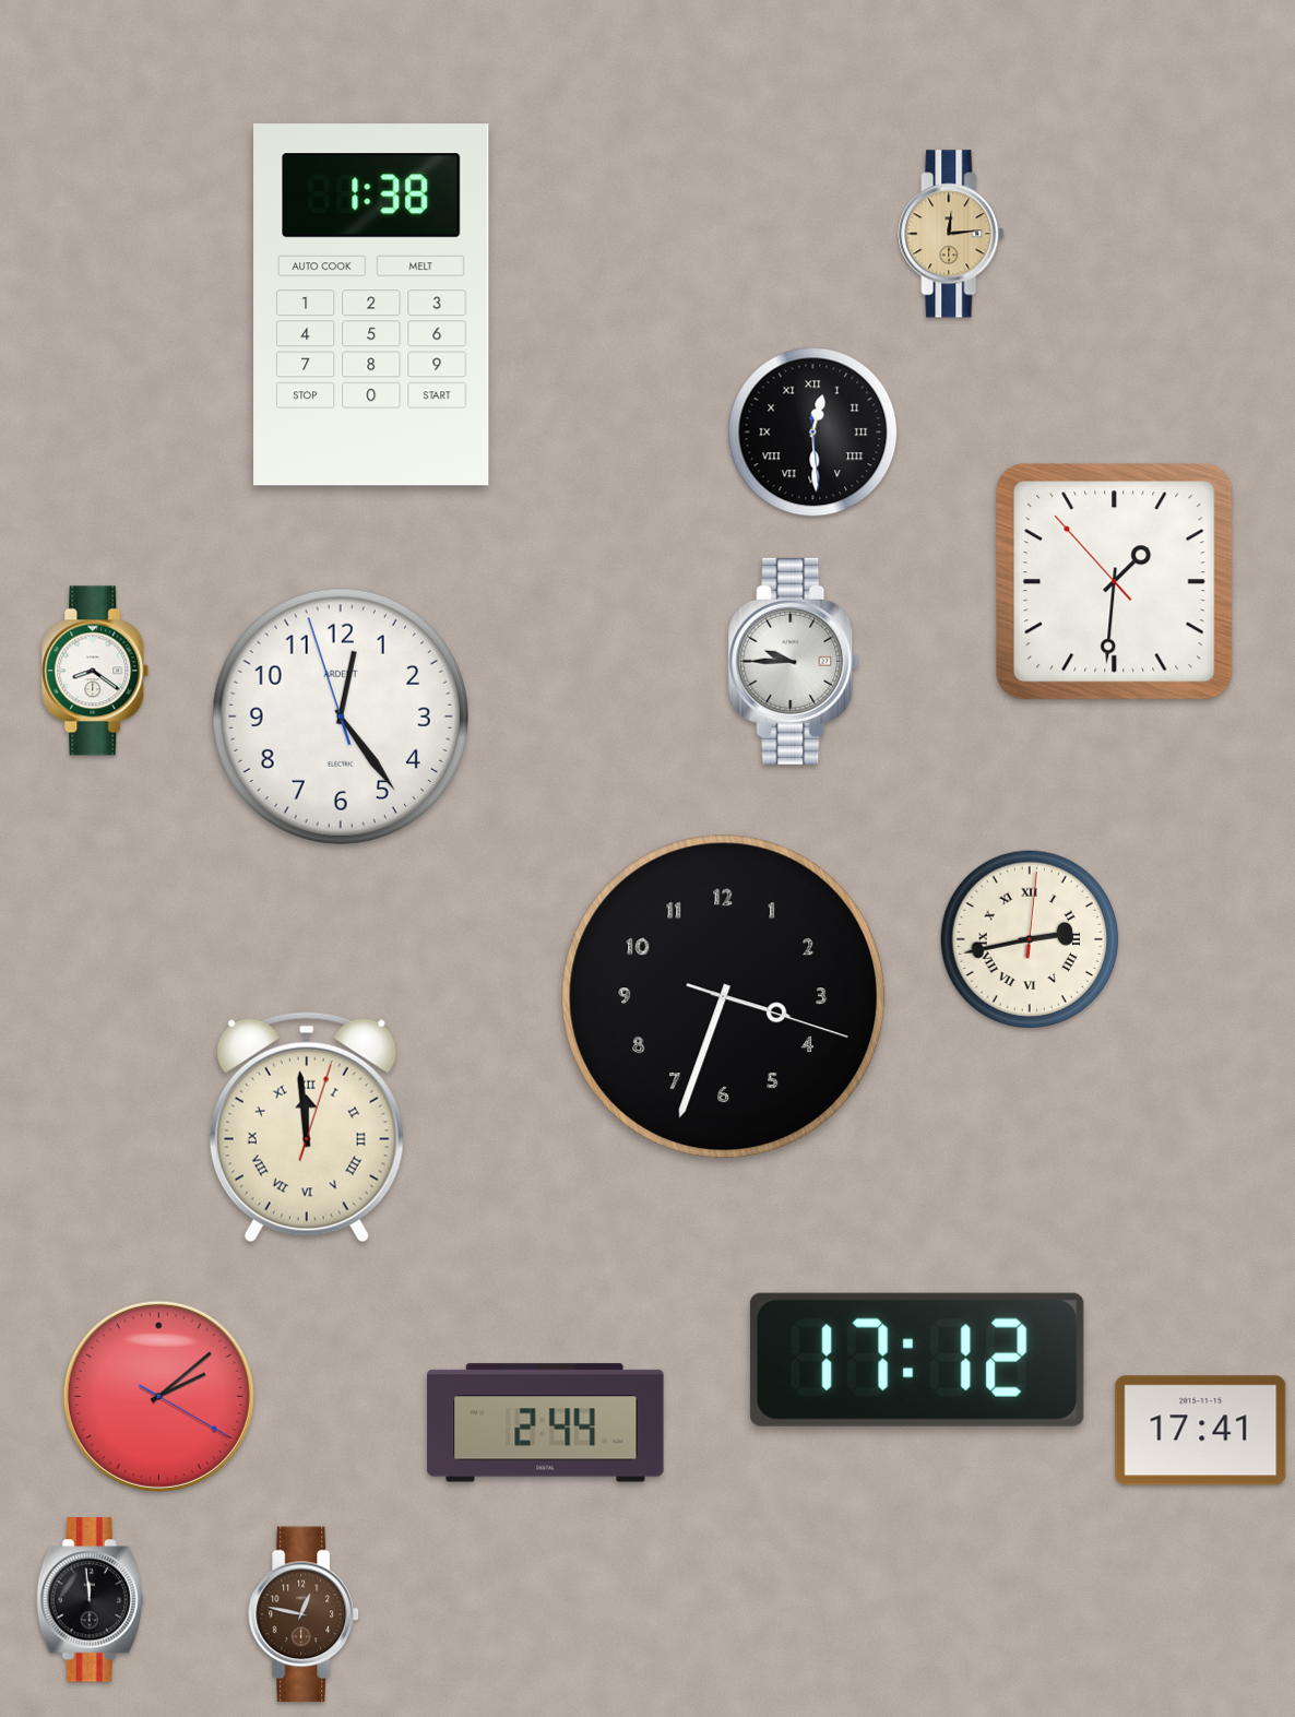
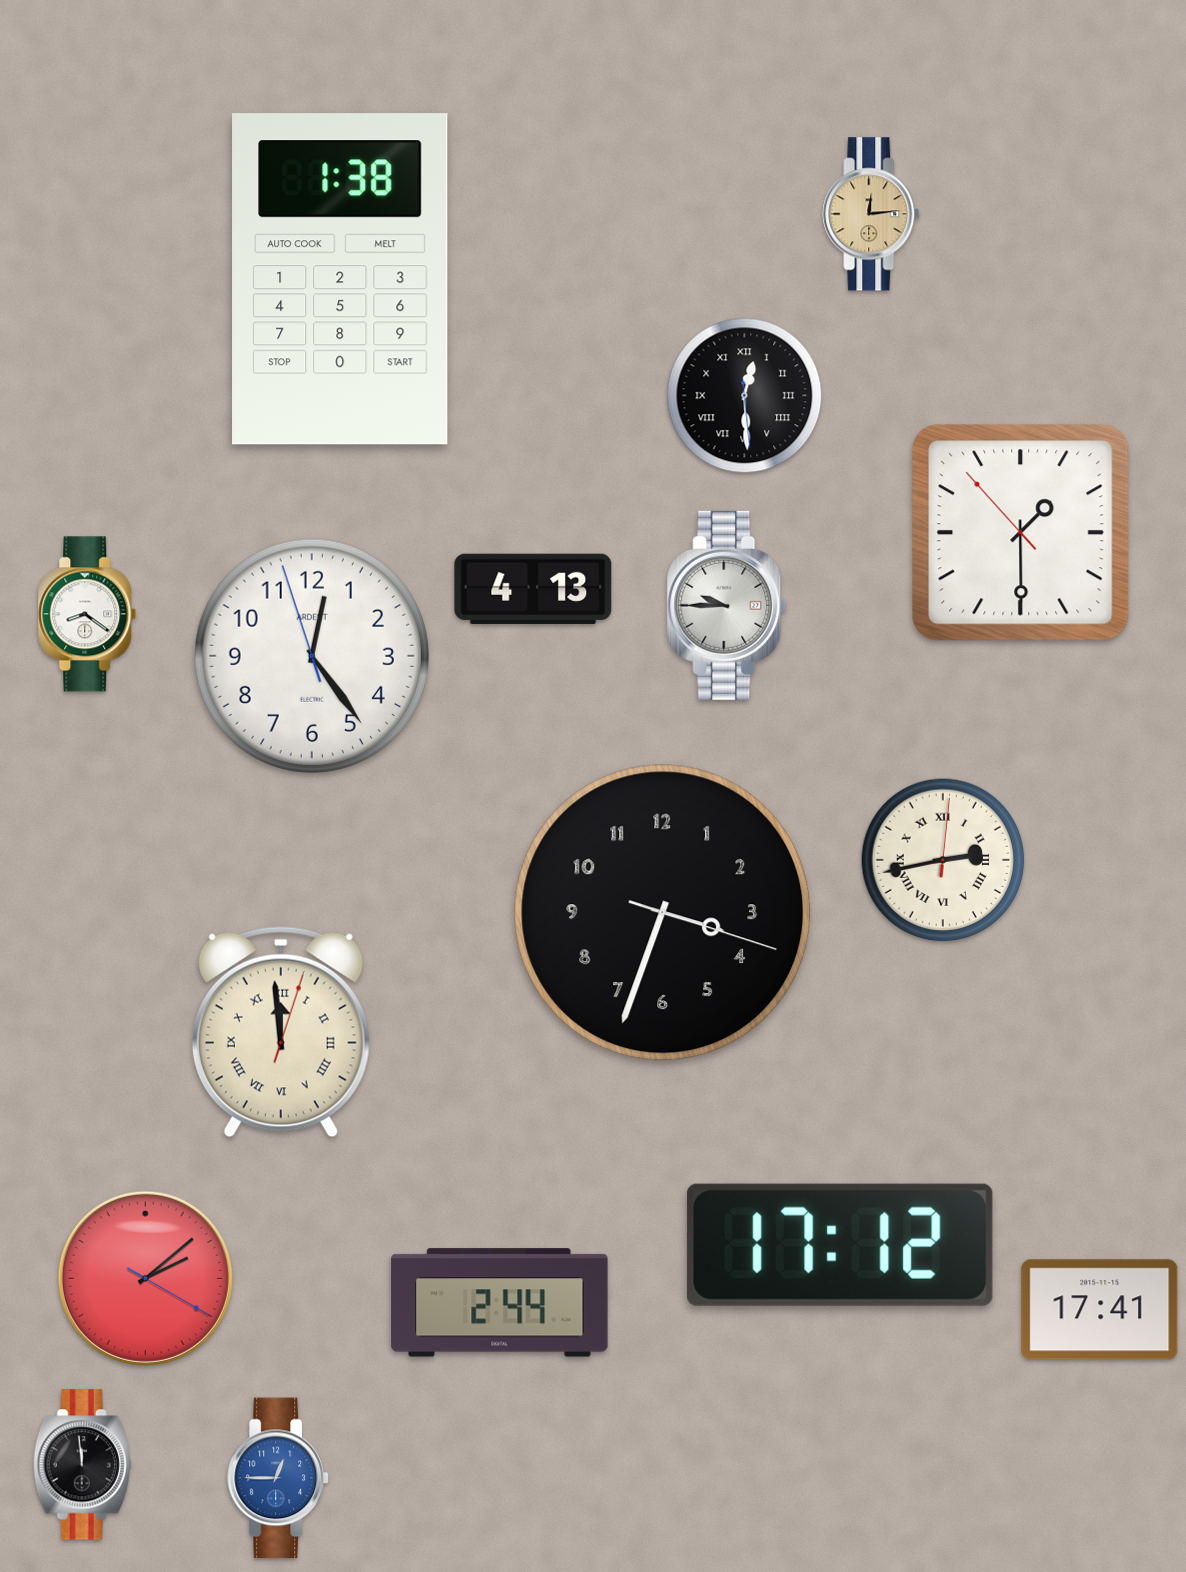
clock at (1115, 582): 1:30 -> 1:29
clock at (533, 589): none -> 4:13
clock at (304, 1614): 12:47 -> 12:45
clock at (304, 1614) dial: brown -> blue
